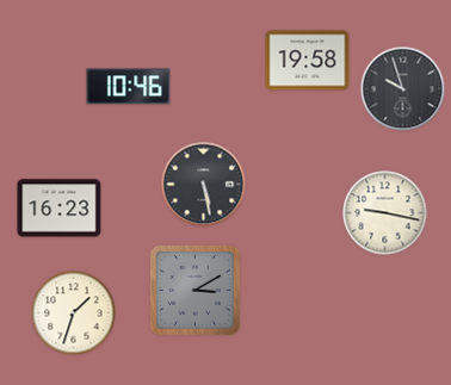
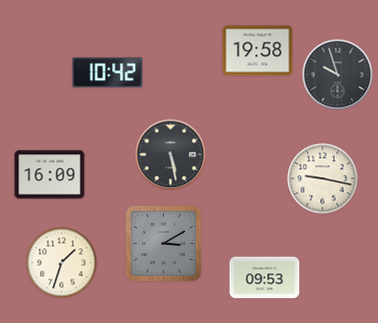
clock at (129, 87): 10:46 -> 10:42
clock at (60, 209): 16:23 -> 16:09
clock at (265, 278): none -> 09:53
